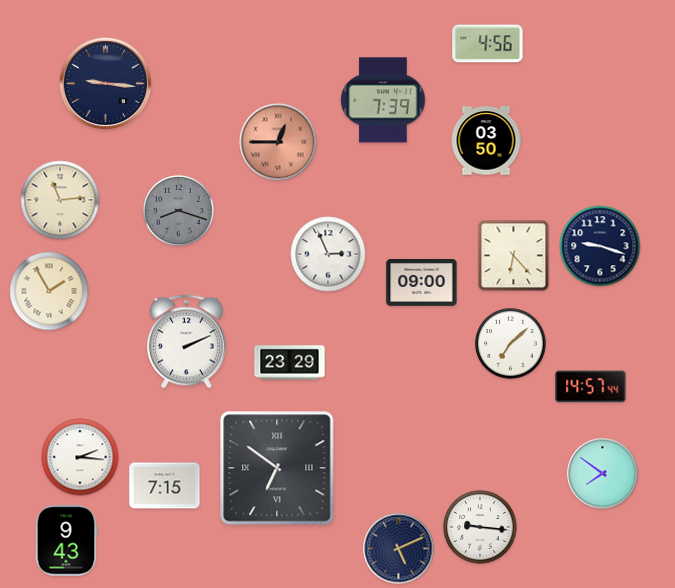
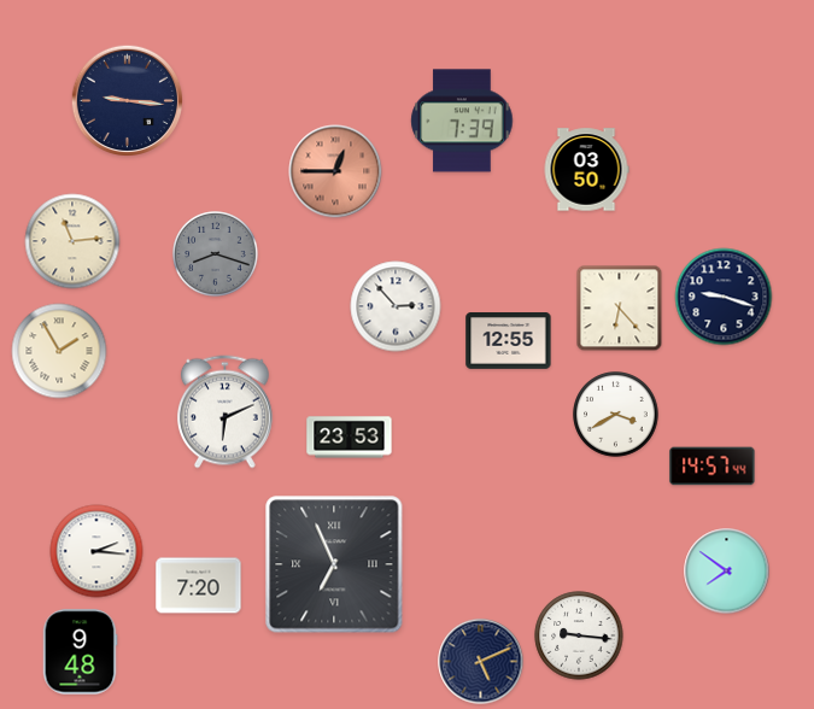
clock at (488, 44): 4:56 -> none
clock at (328, 254): 2:56 -> 2:53
clock at (422, 283): 09:00 -> 12:55
clock at (186, 342): 2:11 -> 6:11
clock at (511, 344): 7:08 -> 3:40
clock at (290, 363): 23:29 -> 23:53
clock at (277, 468): 6:51 -> 6:56
clock at (165, 486): 7:15 -> 7:20
clock at (66, 541): 9:43 -> 9:48
